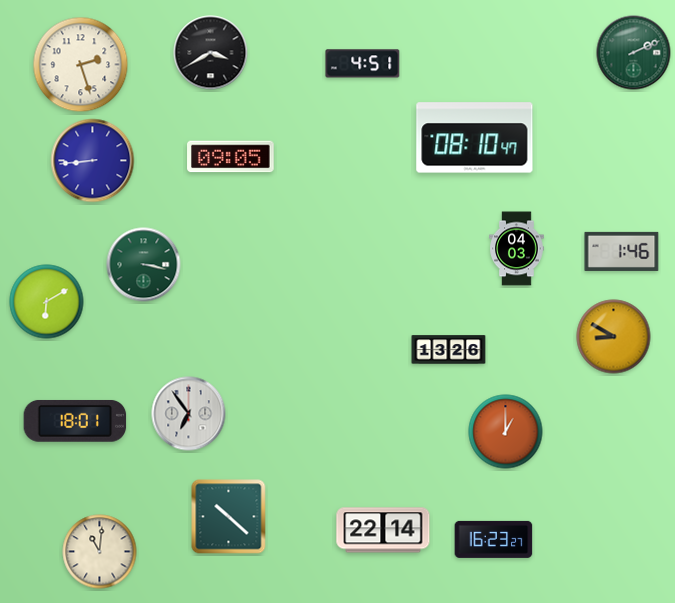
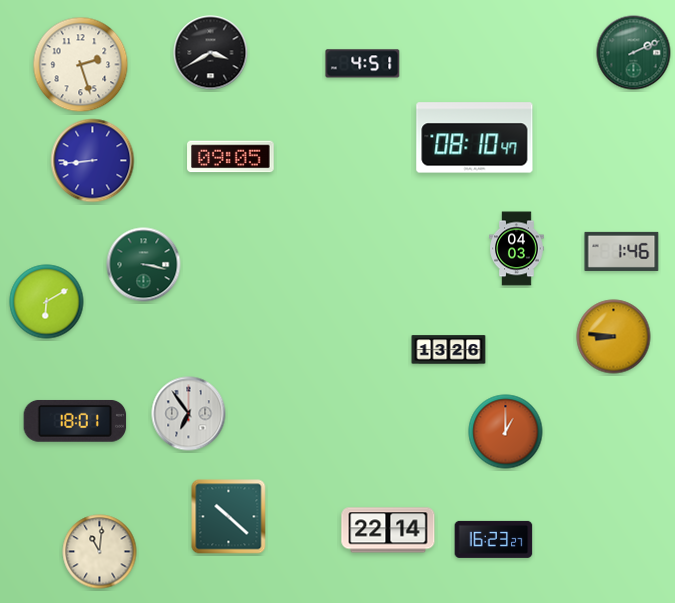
clock at (614, 337): 8:50 -> 8:46
clock at (383, 530) position: (383, 530) -> (388, 530)
